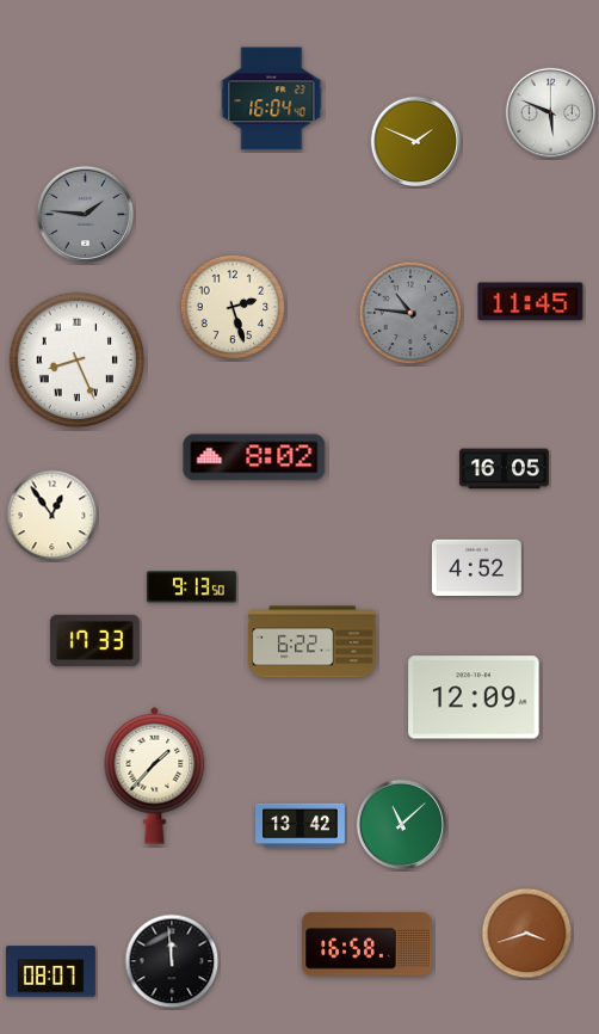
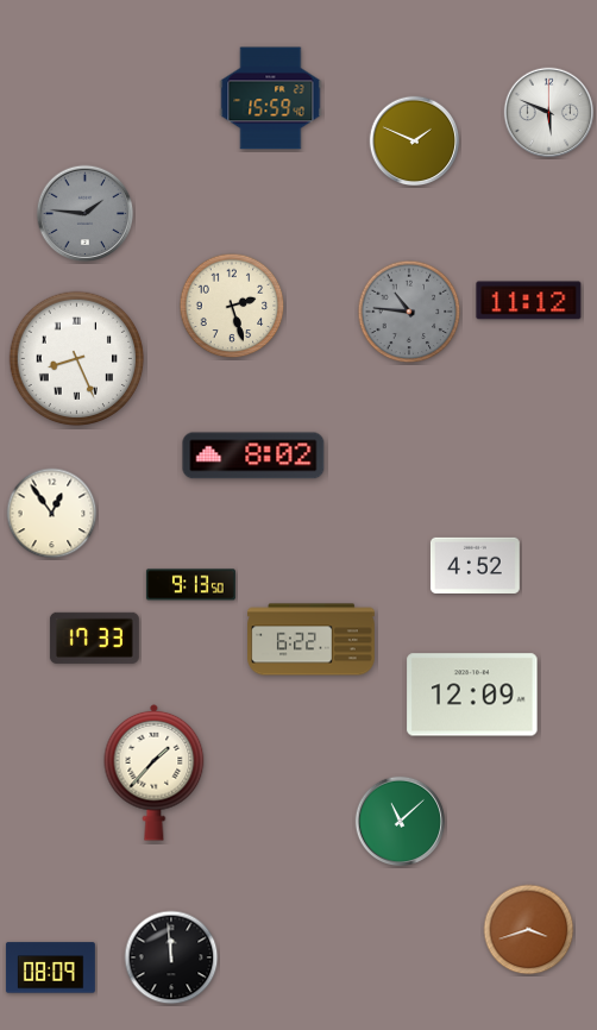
clock at (272, 99): 16:04 -> 15:59
clock at (531, 302): 11:45 -> 11:12
clock at (504, 469): 16:05 -> none
clock at (301, 826): 13:42 -> none
clock at (527, 934) position: (527, 934) -> (529, 930)
clock at (368, 944): 16:58 -> none
clock at (50, 972): 08:07 -> 08:09
